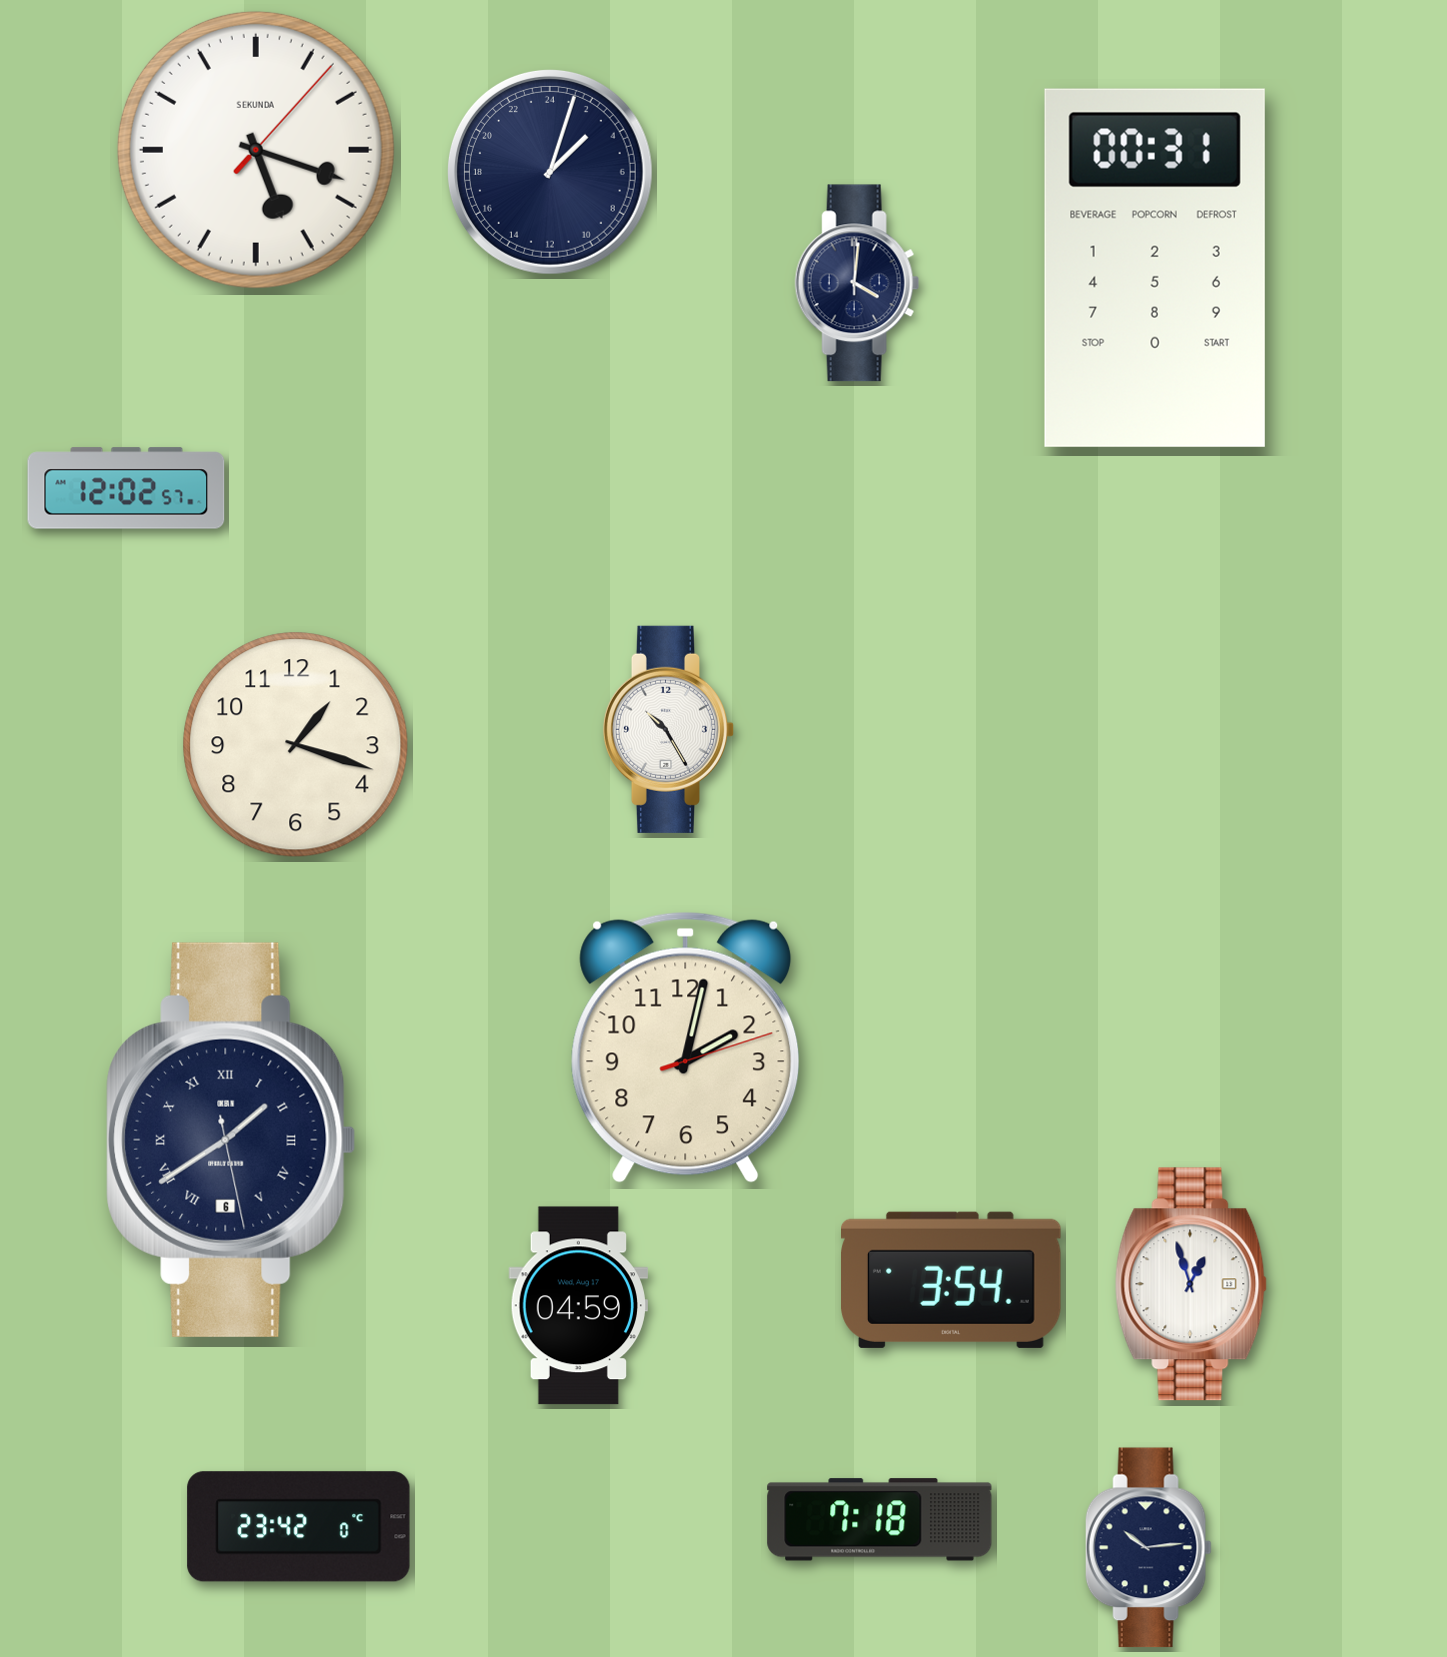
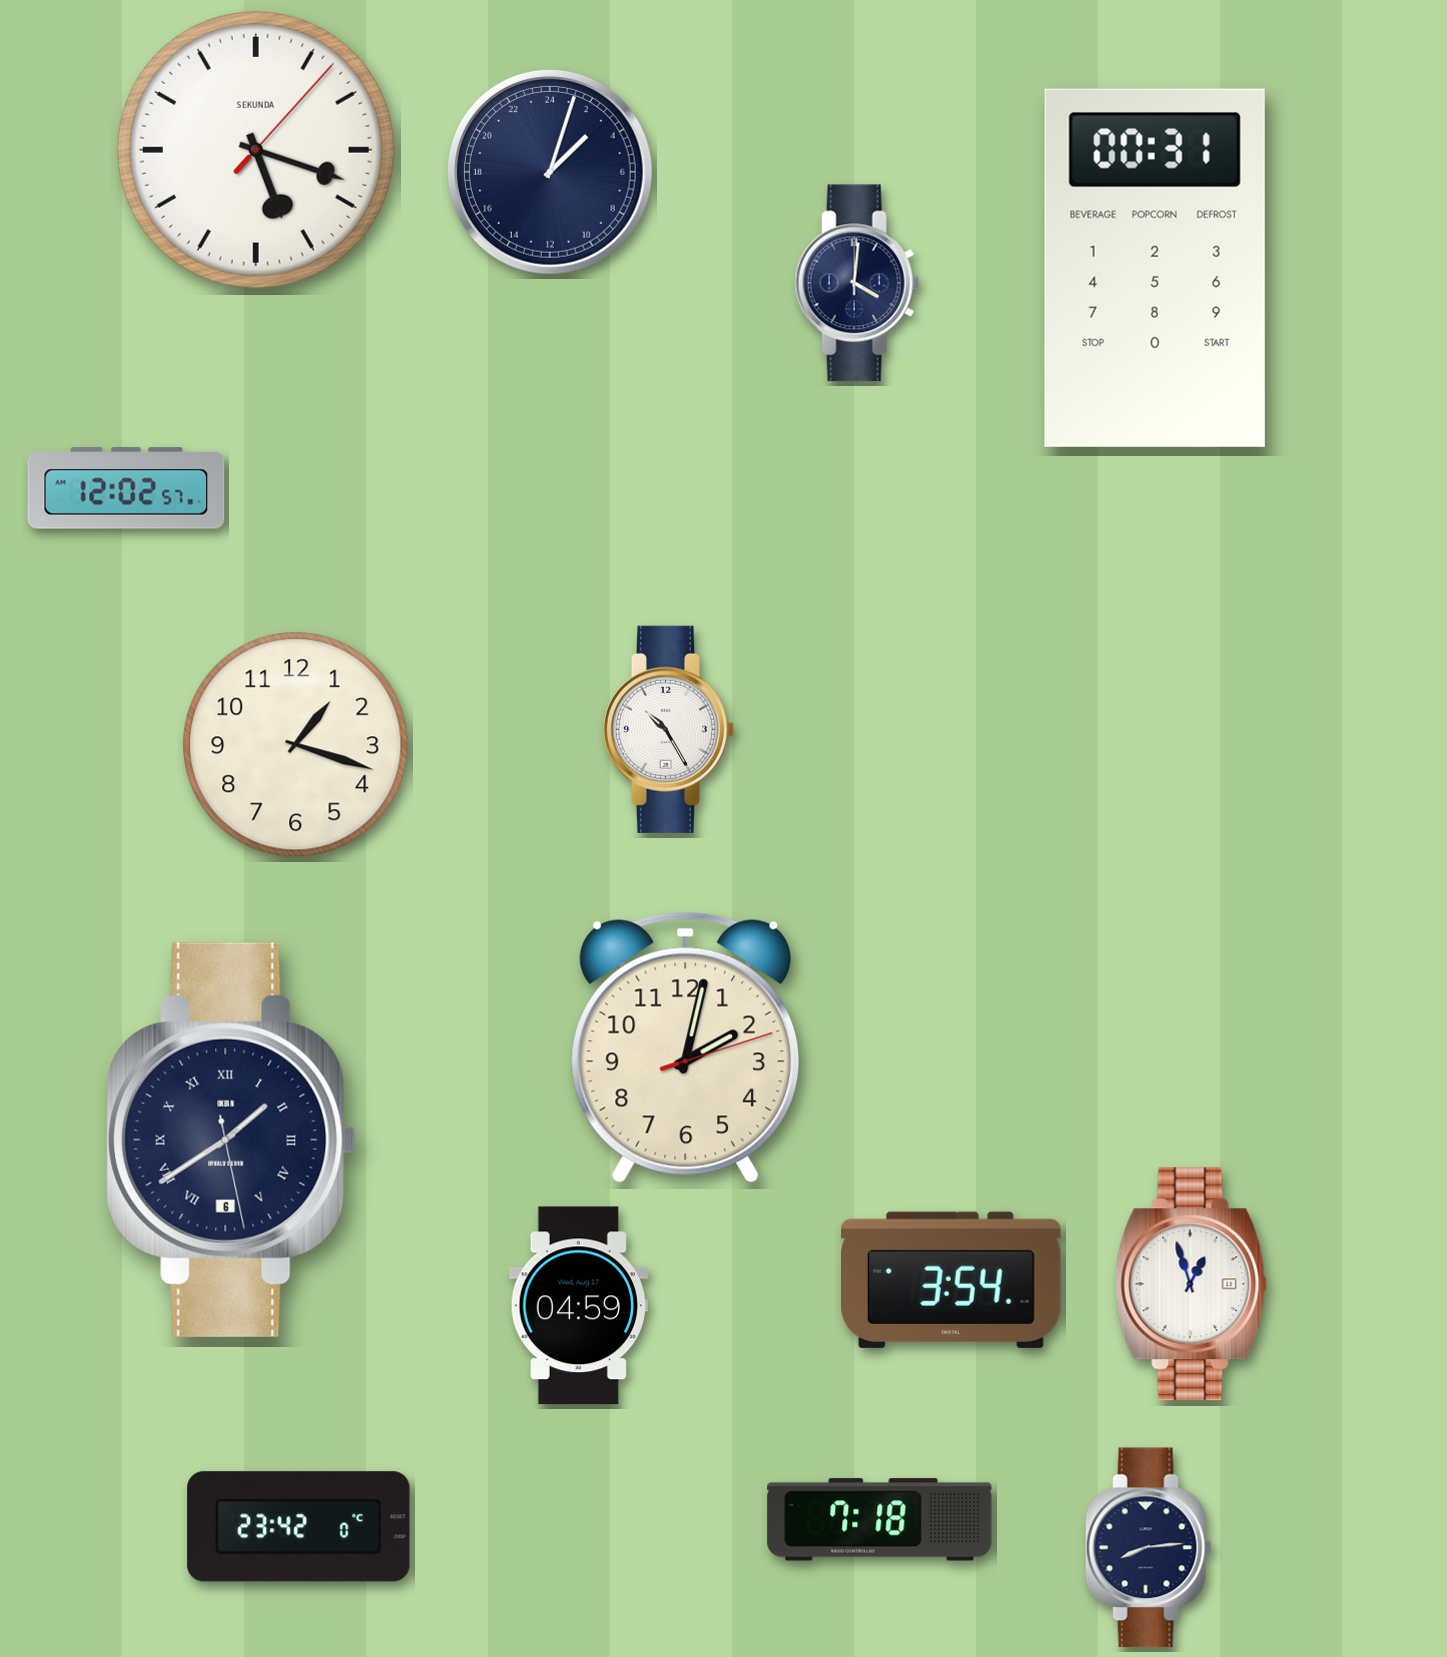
clock at (1148, 1548): 10:14 -> 8:14
